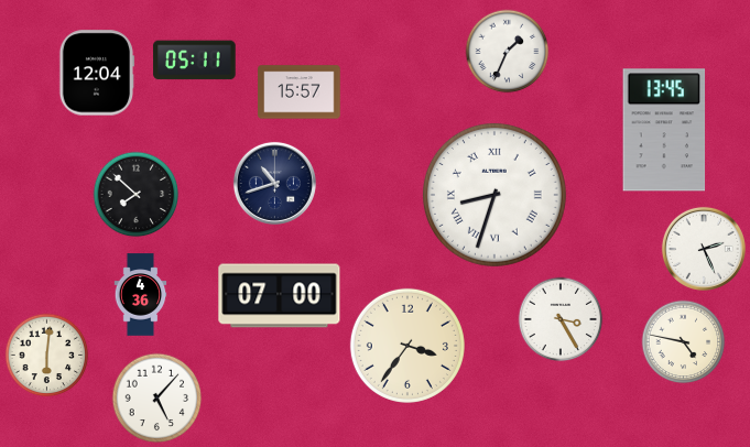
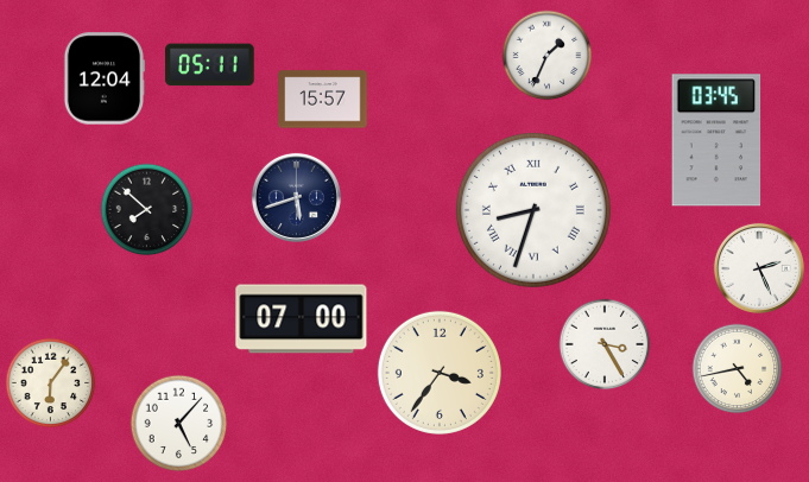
clock at (664, 130): 13:45 -> 03:45
clock at (274, 183): 10:42 -> 5:42
clock at (141, 295): 4:36 -> none
clock at (684, 342): 4:47 -> 4:43
clock at (47, 356): 6:01 -> 6:06
clock at (157, 399) position: (157, 399) -> (179, 424)
